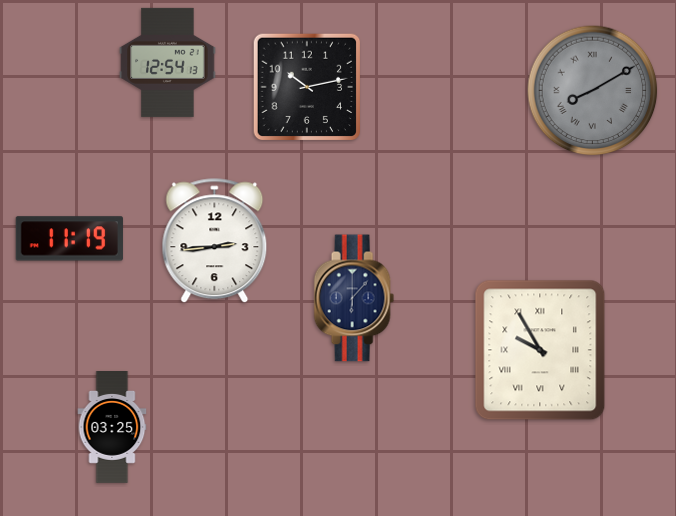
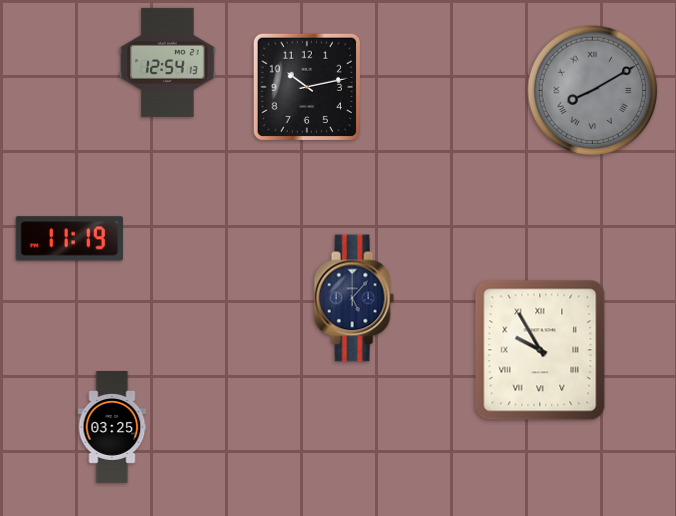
clock at (215, 241): 2:44 -> none
clock at (354, 298): 6:07 -> 5:07
